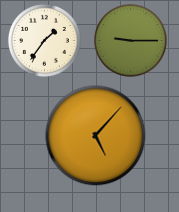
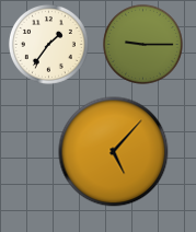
clock at (96, 136) position: (96, 136) -> (114, 152)
